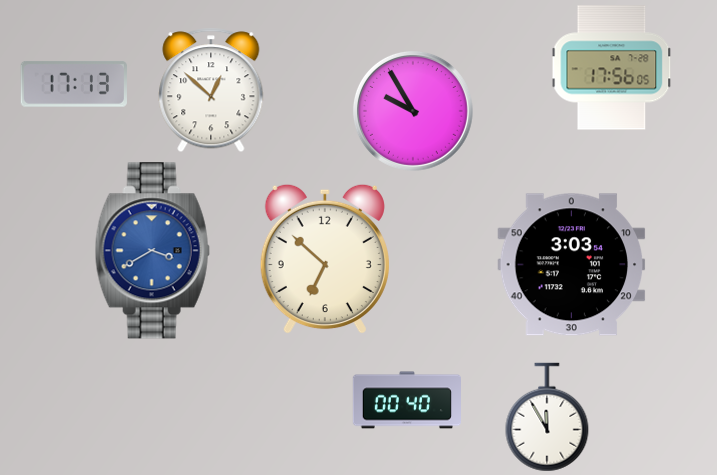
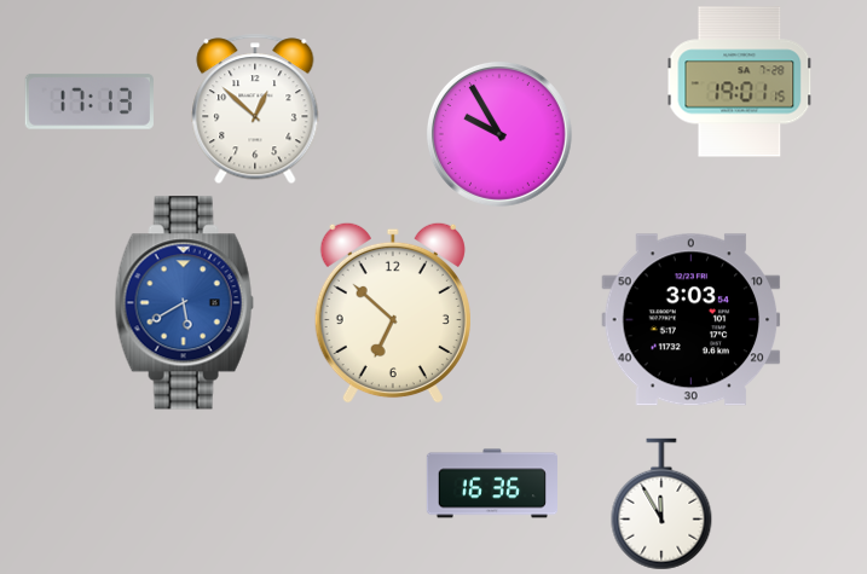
clock at (612, 68): 17:56 -> 19:01
clock at (152, 251): 3:40 -> 5:40
clock at (406, 400): 00:40 -> 16:36
